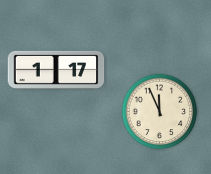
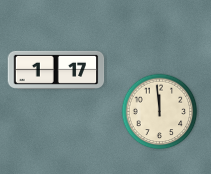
clock at (160, 112): 11:56 -> 11:59
